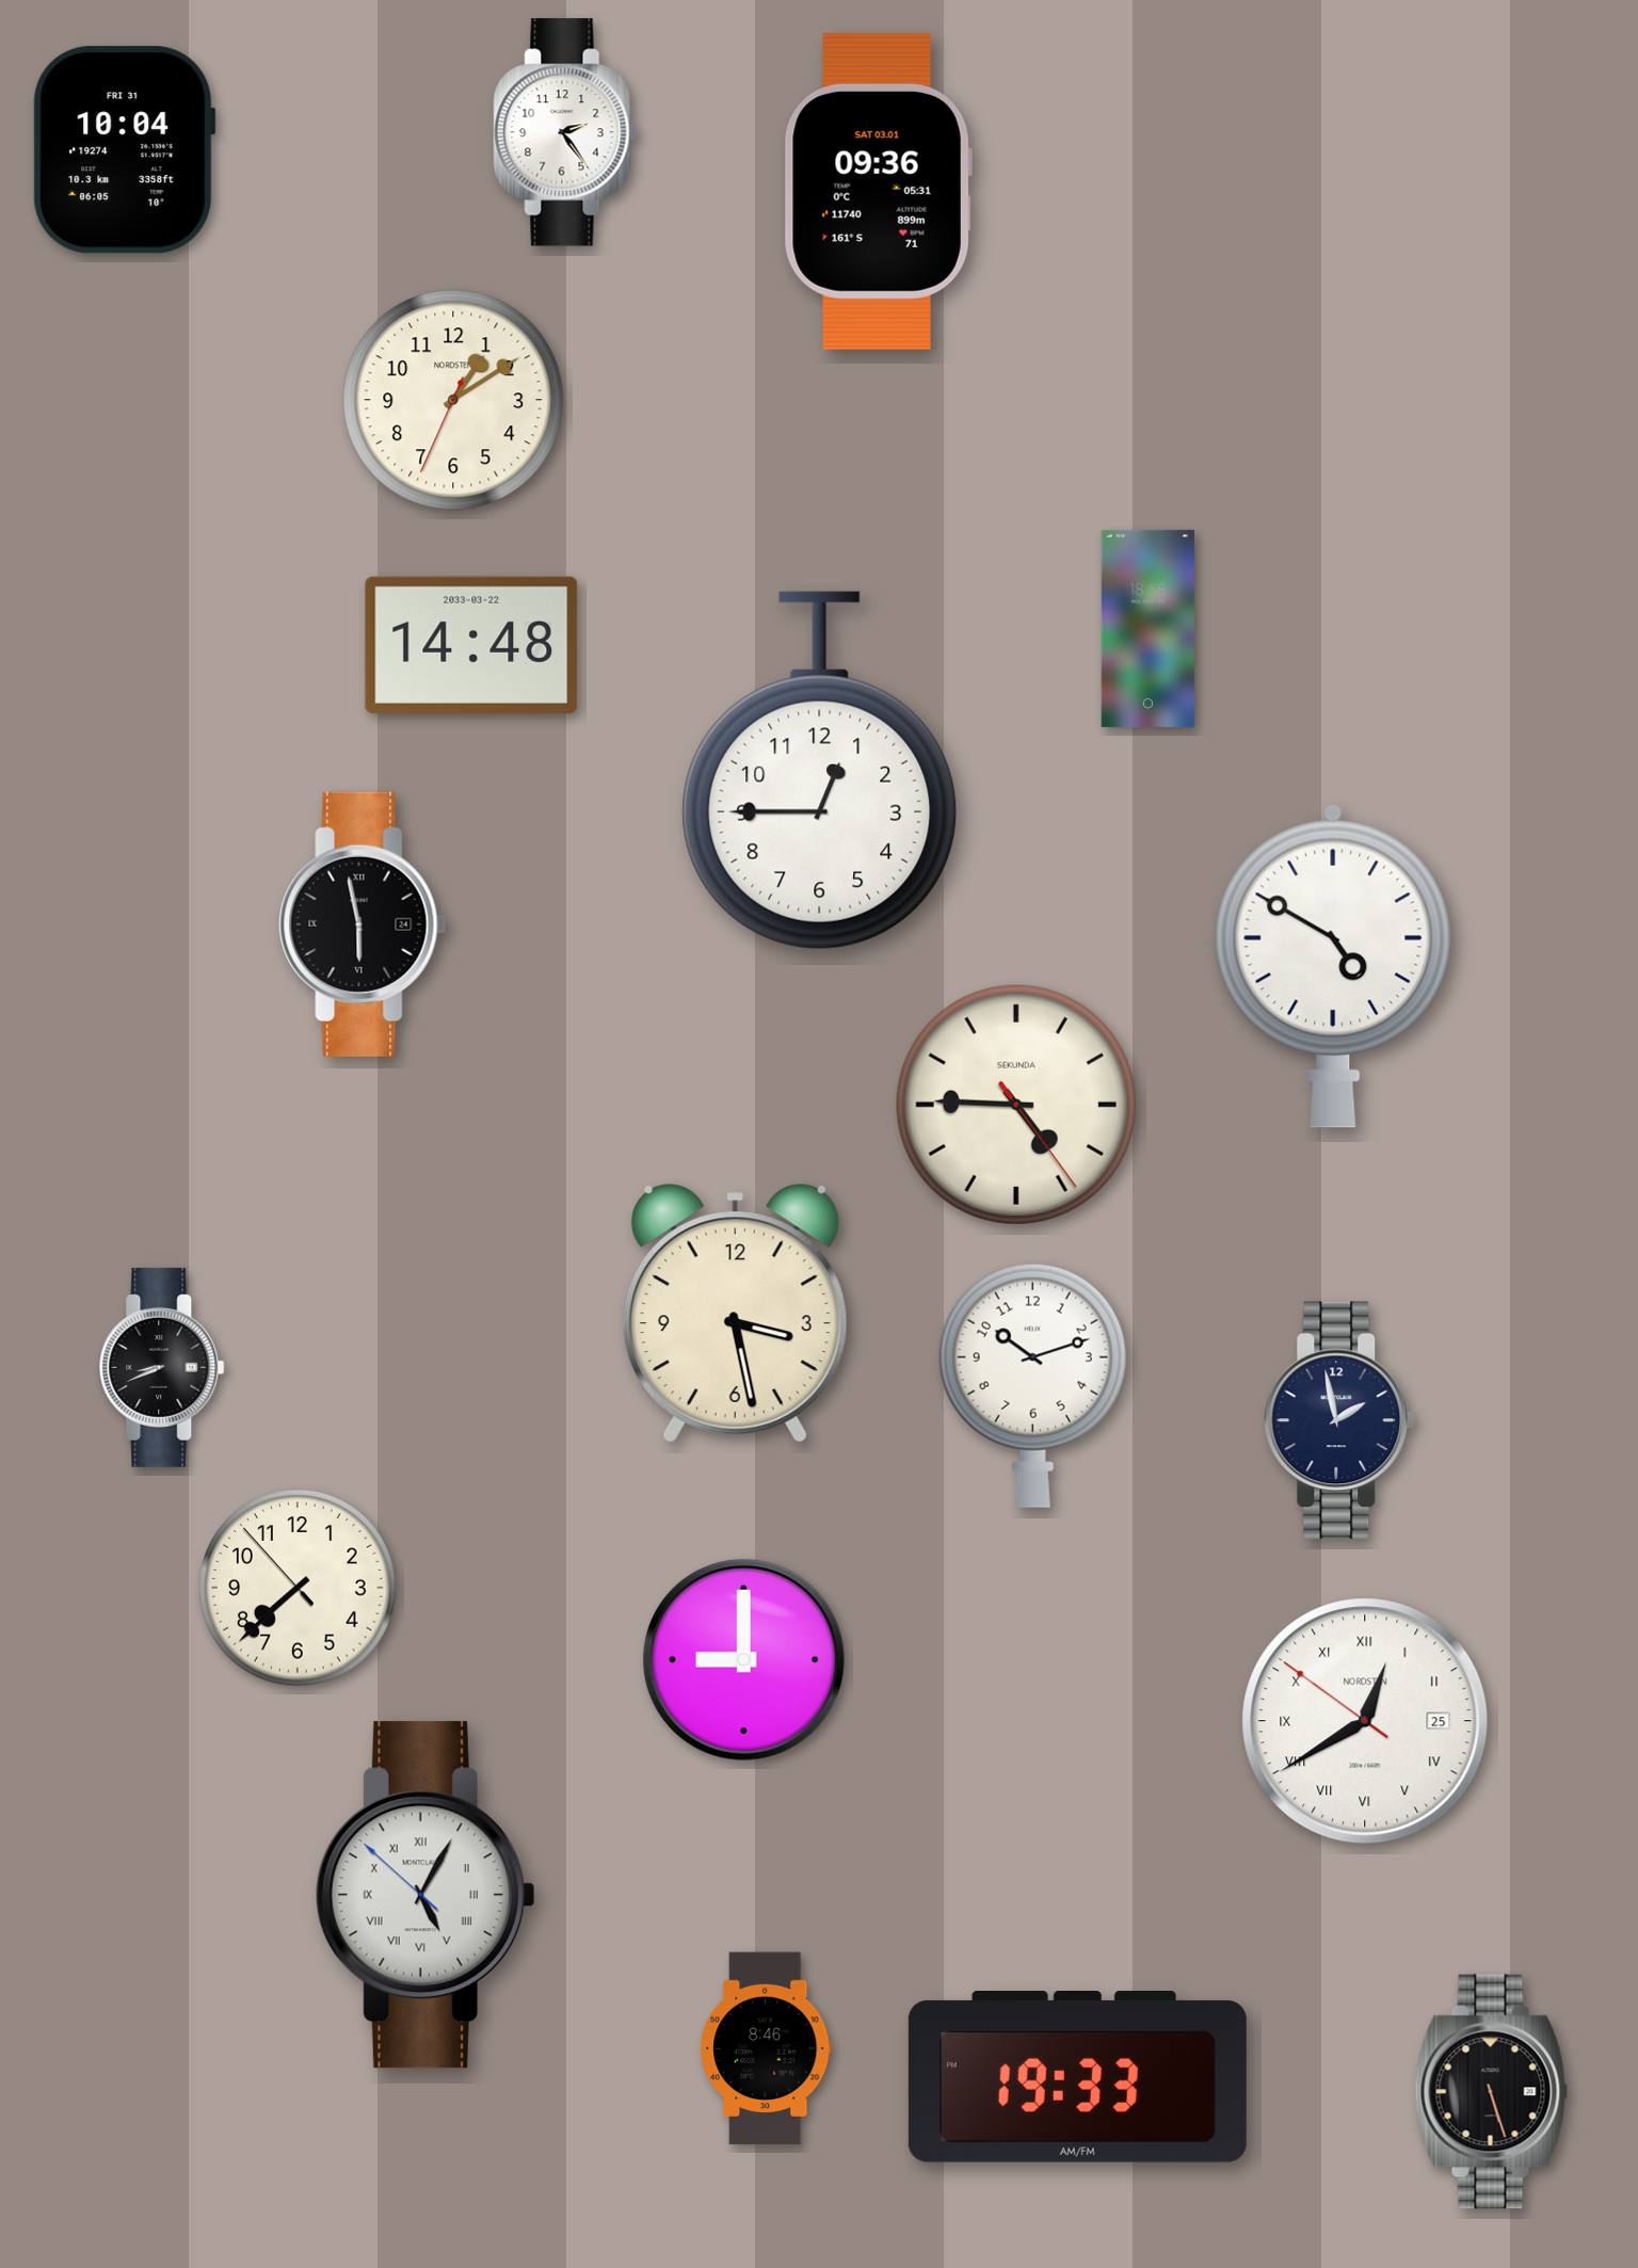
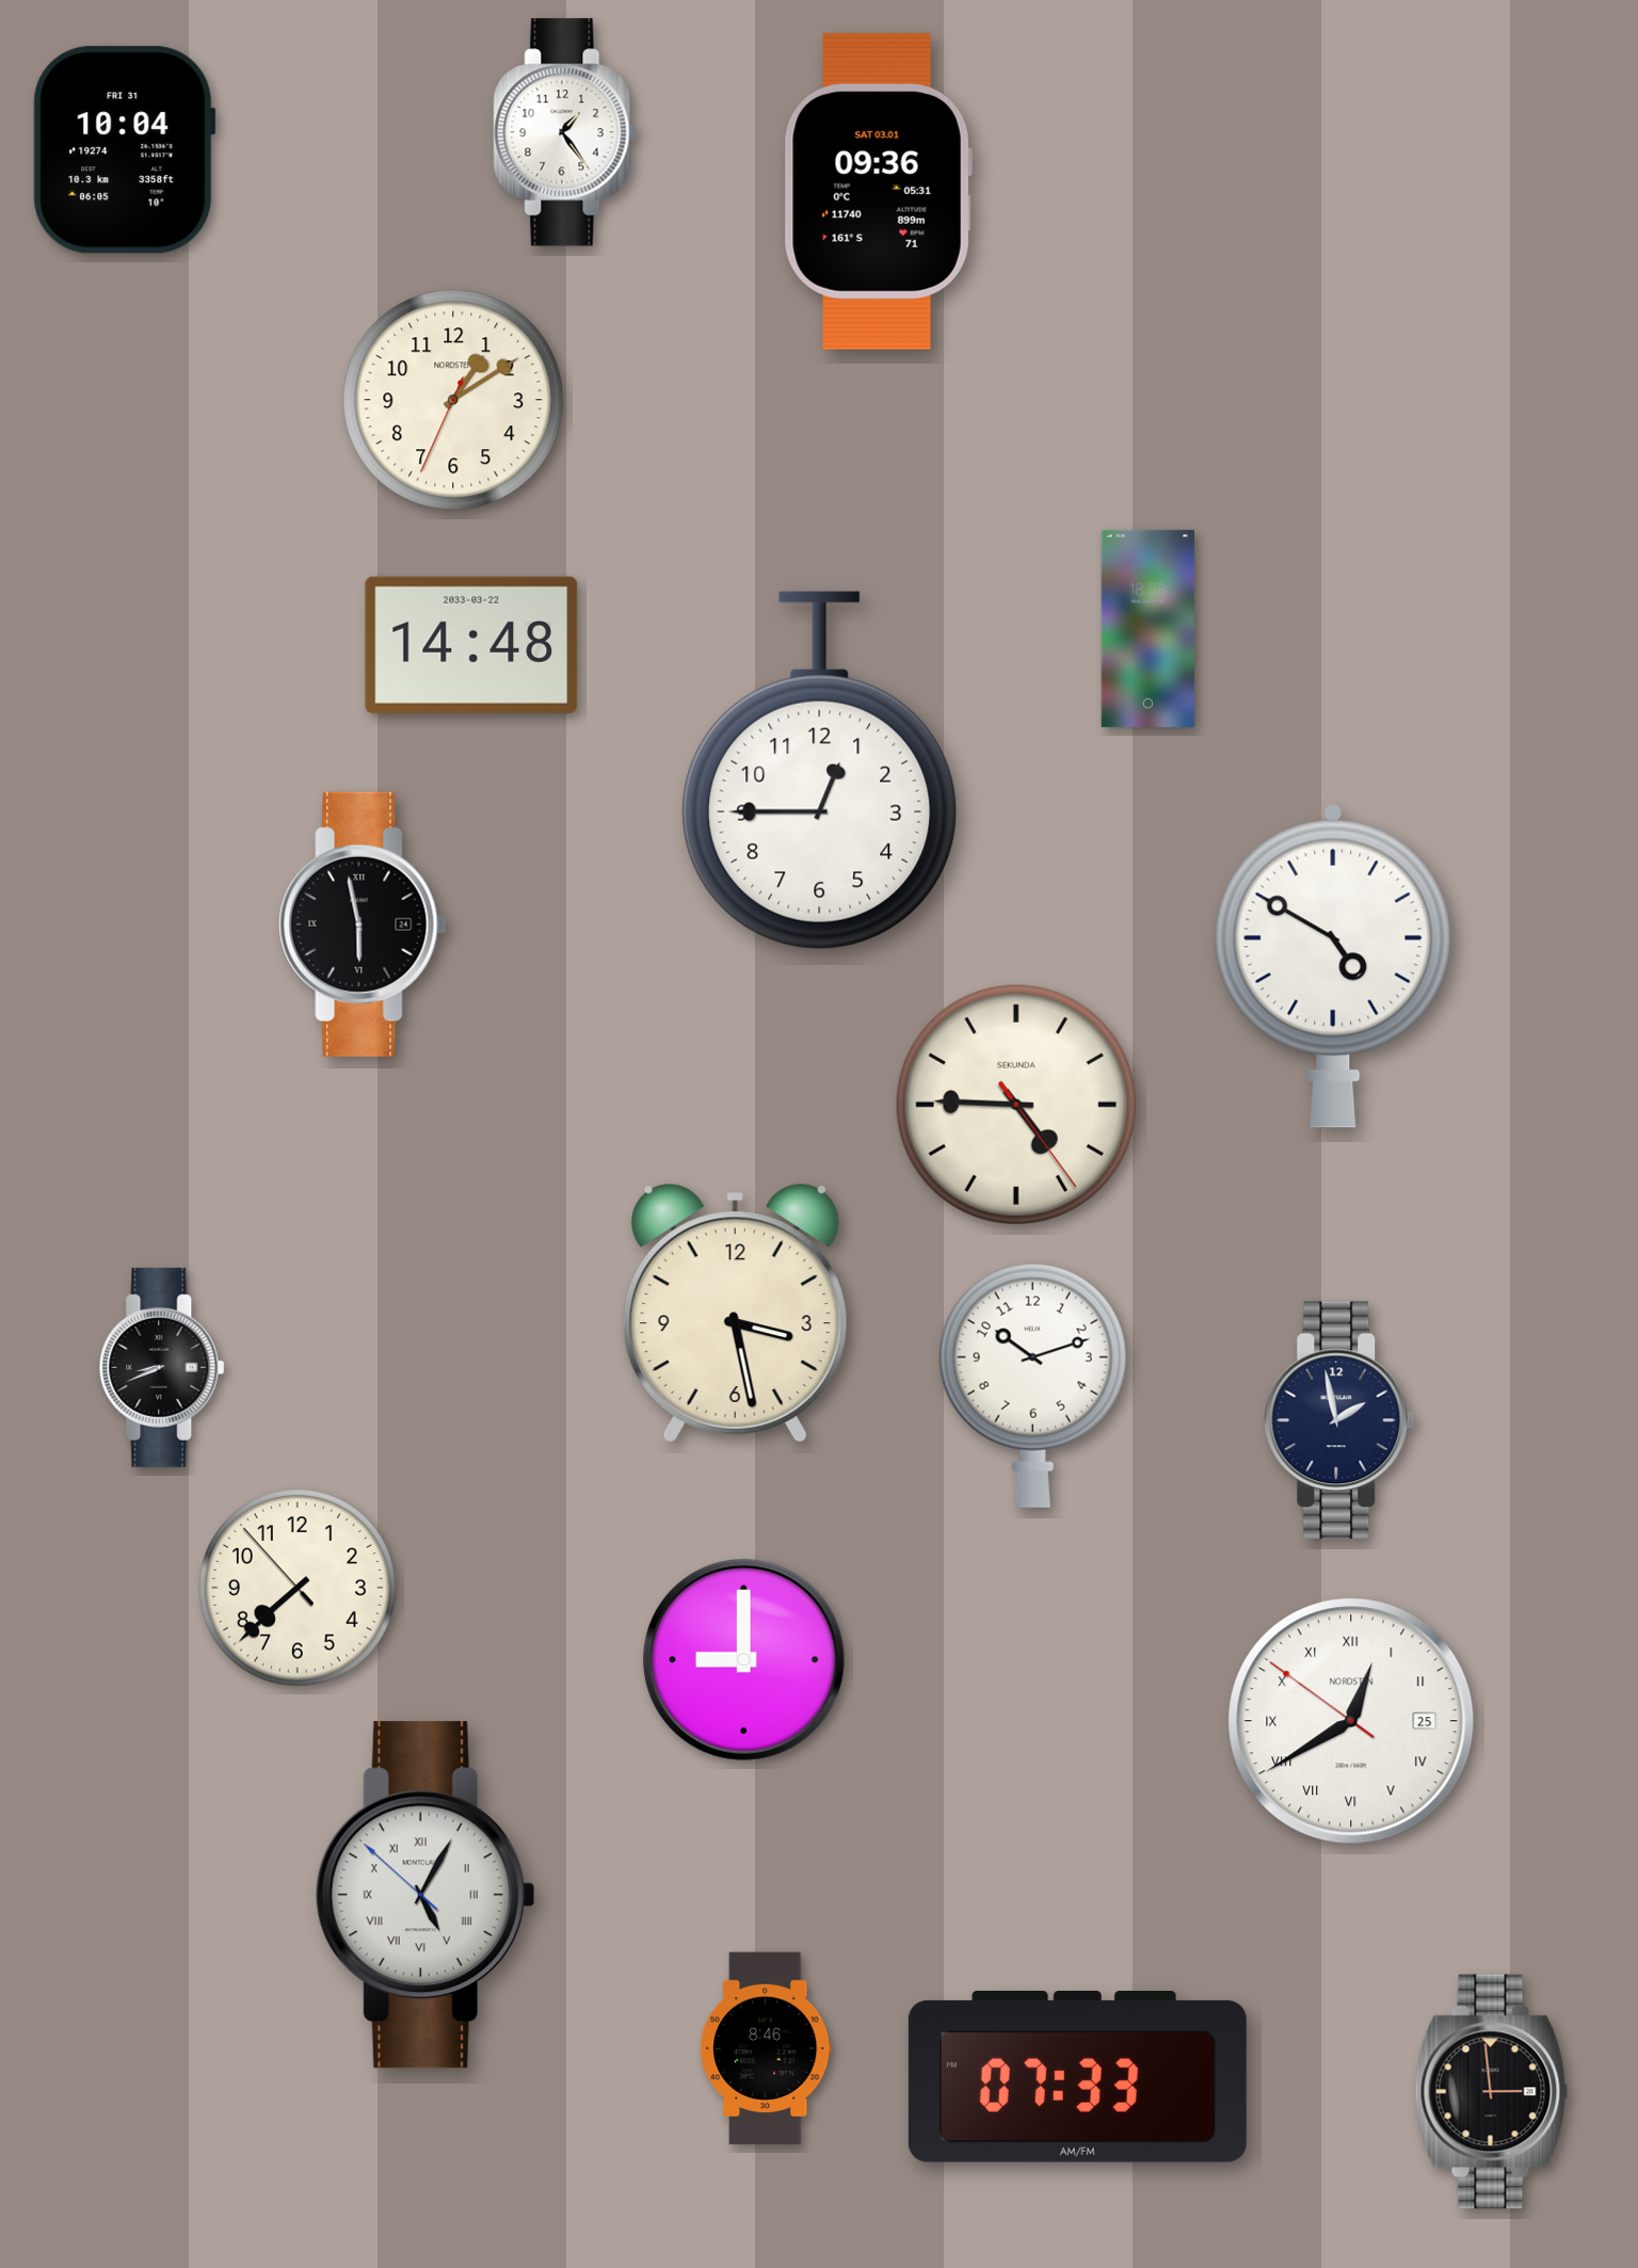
clock at (565, 132): 2:24 -> 1:24
clock at (1365, 1721) position: (1365, 1721) -> (1351, 1721)
clock at (1077, 2077): 19:33 -> 07:33
clock at (1492, 2092): 5:27 -> 2:59
